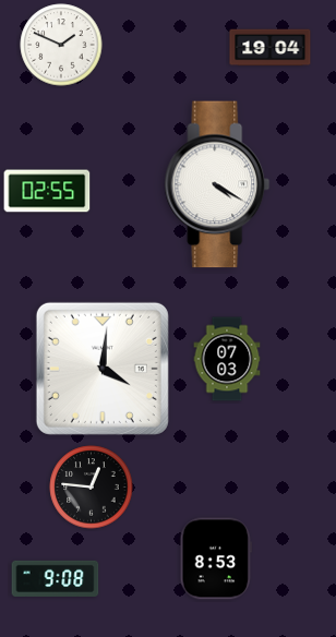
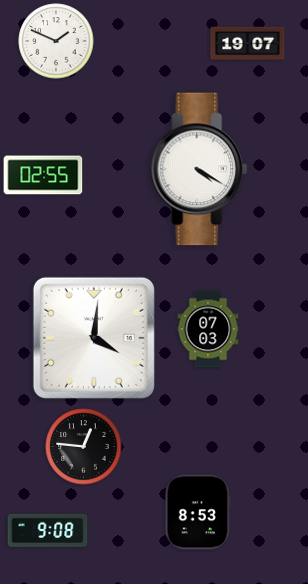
clock at (271, 48): 19:04 -> 19:07
clock at (56, 578) position: (56, 578) -> (48, 530)
